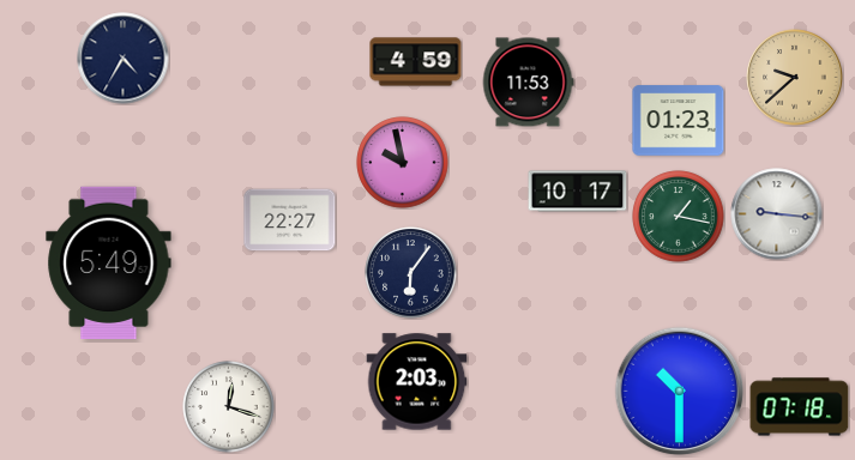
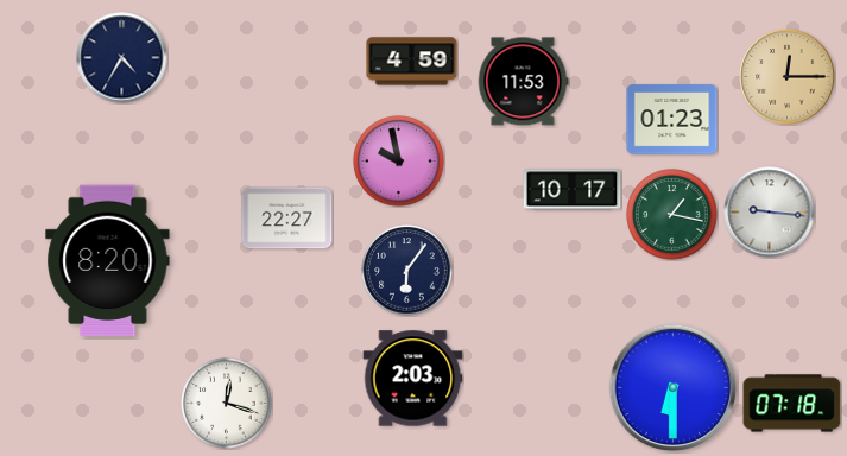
clock at (795, 78): 9:38 -> 12:15
clock at (109, 262): 5:49 -> 8:20
clock at (680, 392): 10:30 -> 6:30
